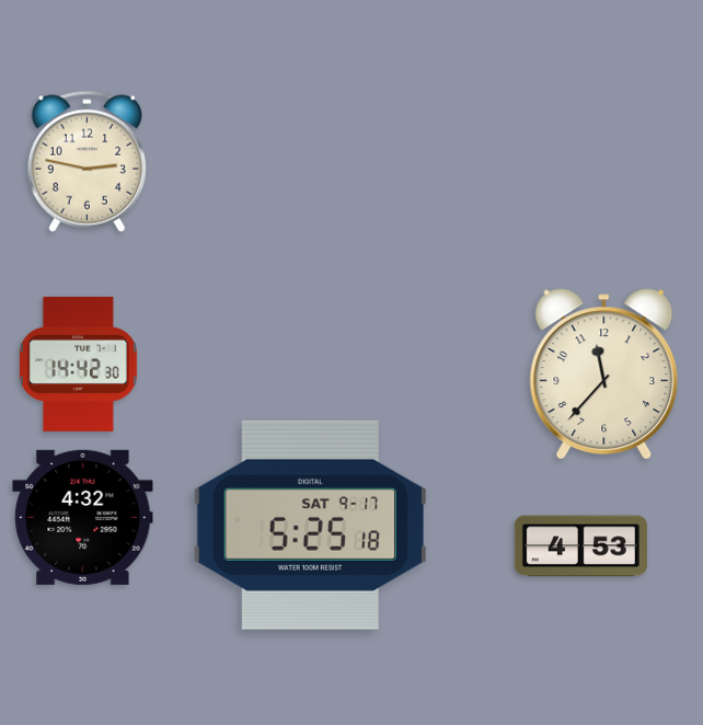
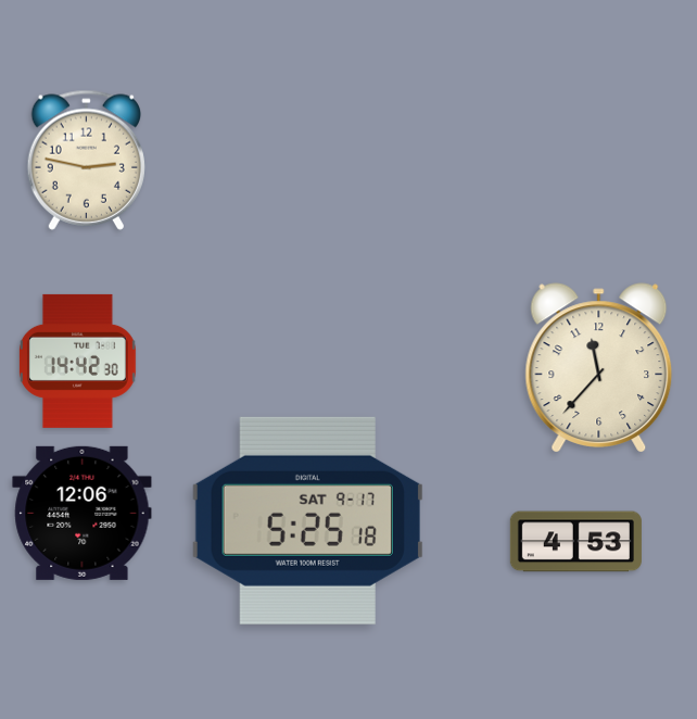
clock at (604, 375) position: (604, 375) -> (599, 368)
clock at (83, 517): 4:32 -> 12:06
